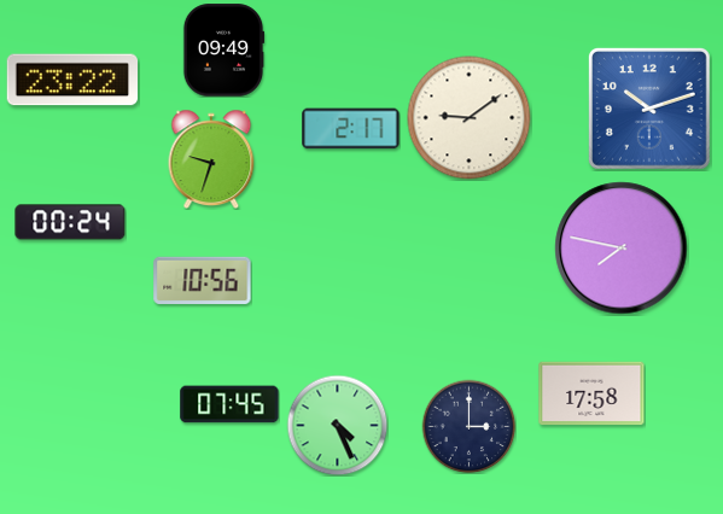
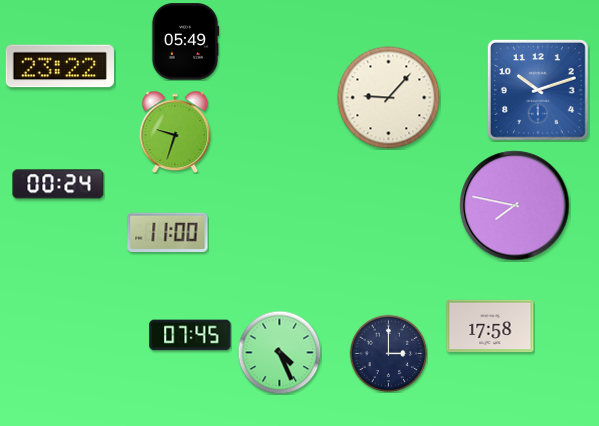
clock at (223, 51): 09:49 -> 05:49
clock at (470, 118): 9:09 -> 9:07
clock at (351, 129): 2:17 -> none
clock at (203, 280): 10:56 -> 11:00
